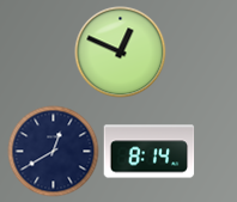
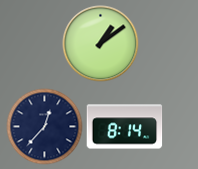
clock at (121, 53): 12:49 -> 1:09
clock at (54, 152): 12:40 -> 12:37
